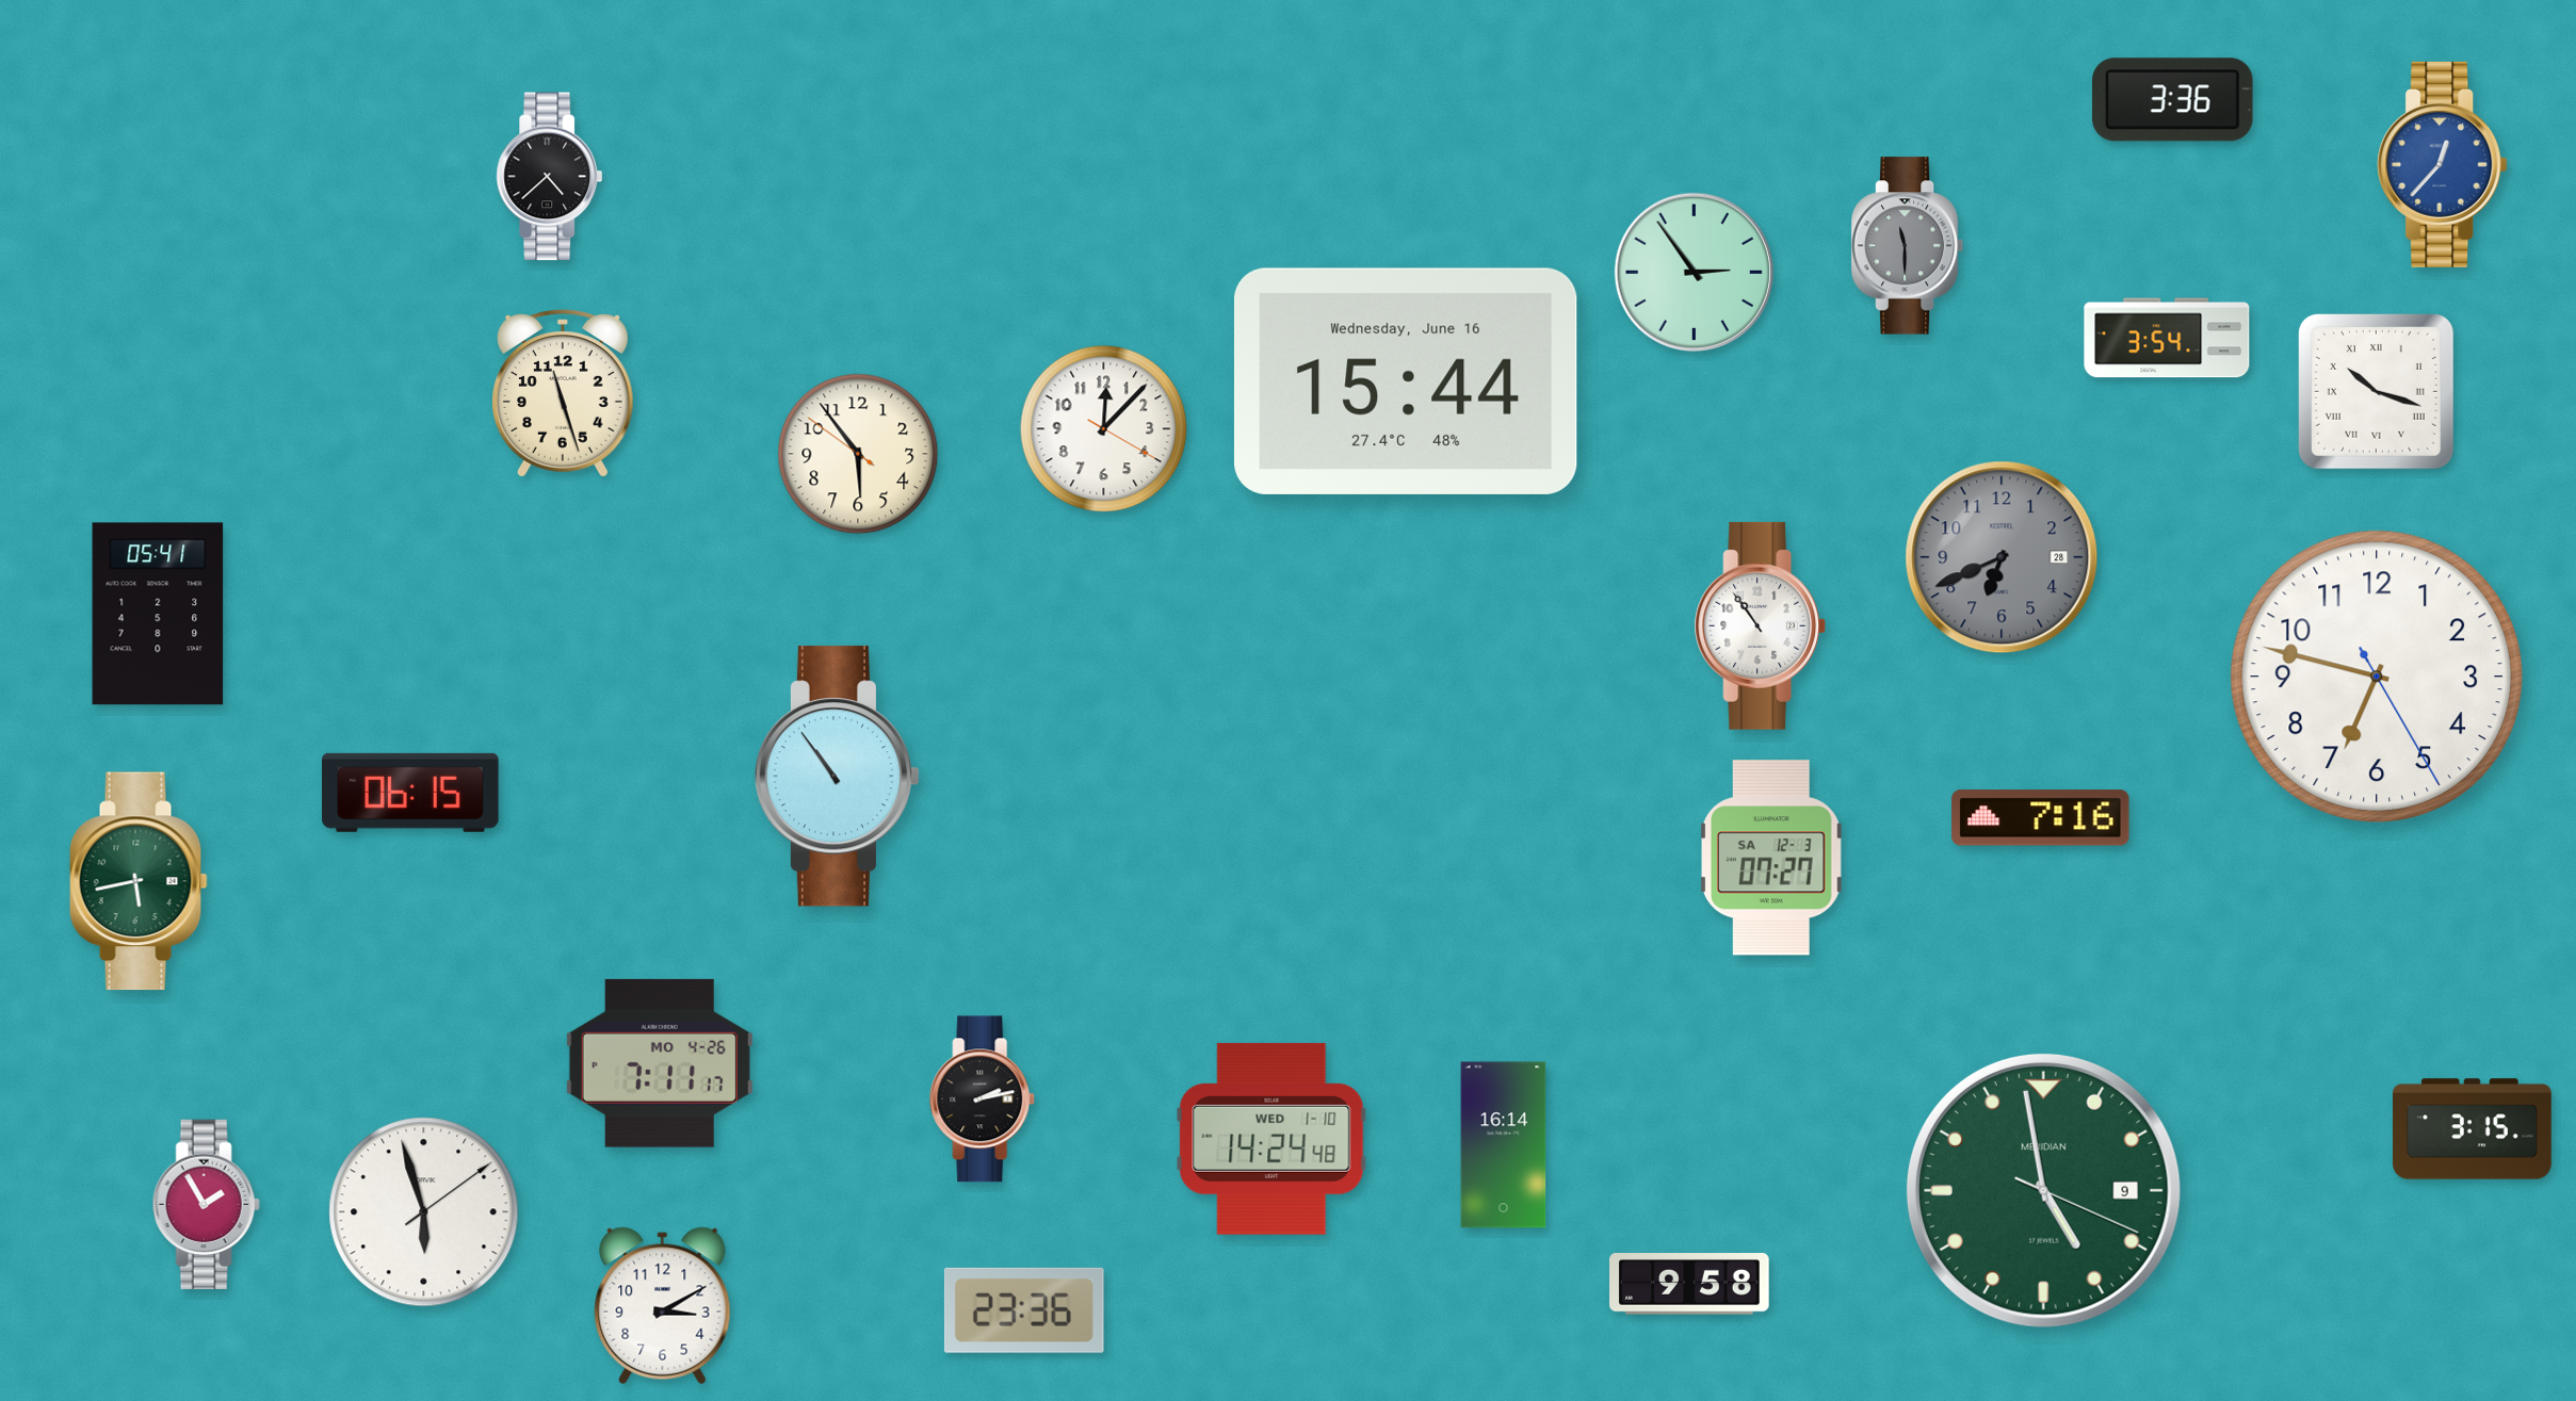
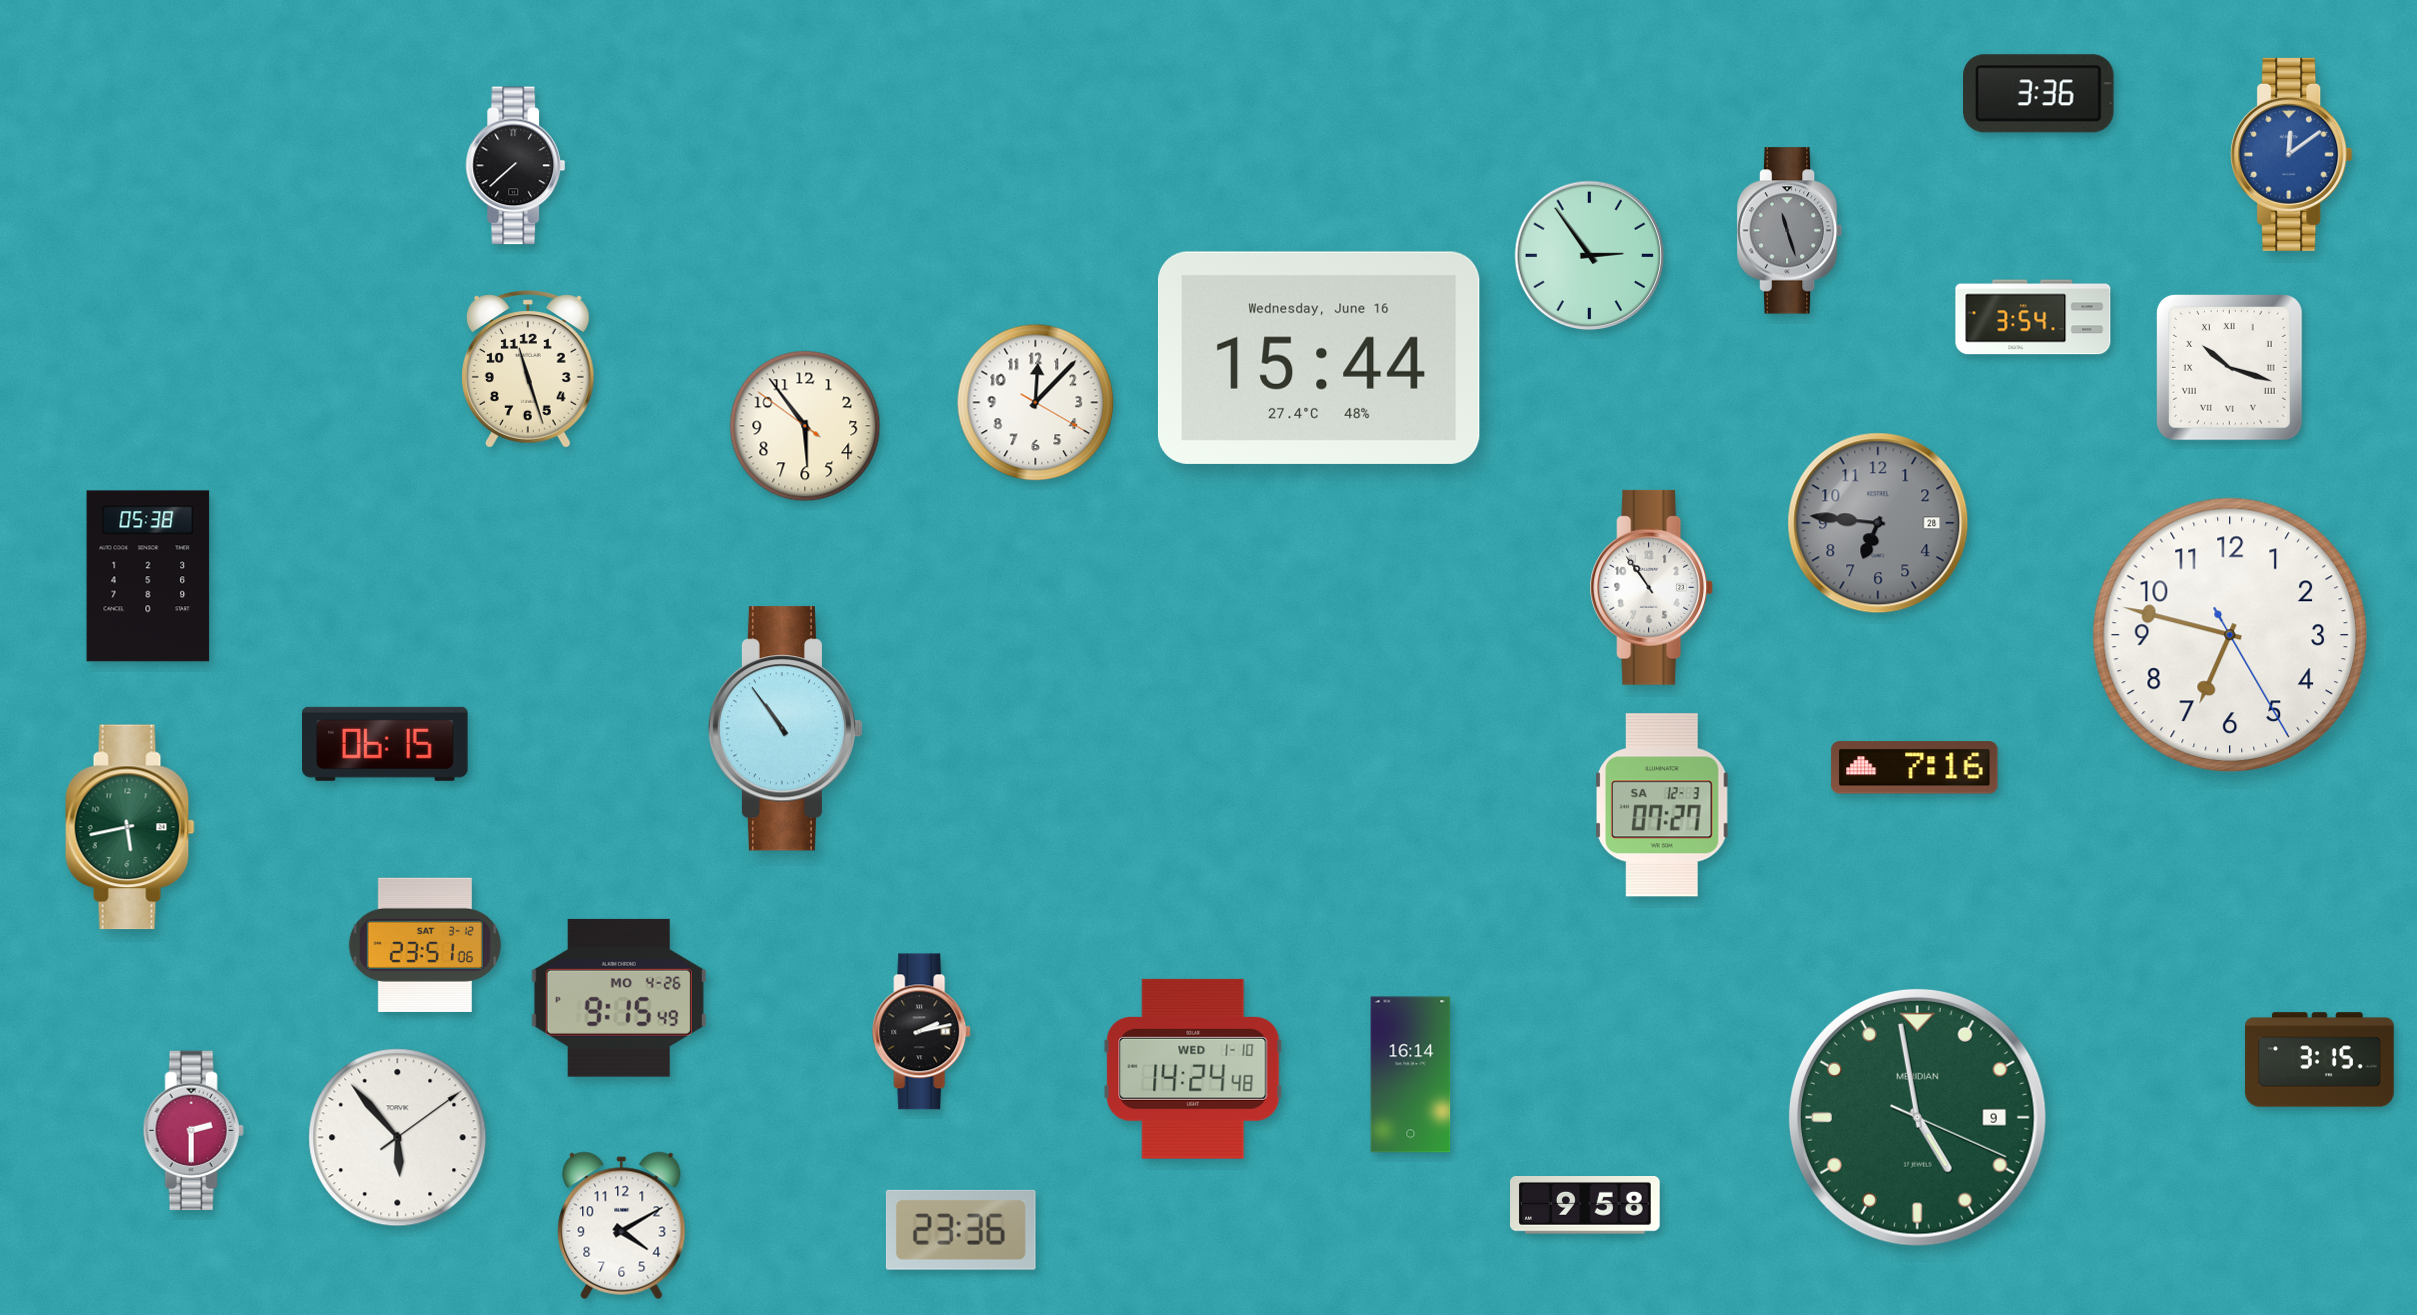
clock at (2443, 164): 12:37 -> 12:09
clock at (550, 177): 4:38 -> 7:38
clock at (1908, 246): 11:30 -> 11:27
clock at (2002, 557): 6:41 -> 6:46
clock at (158, 614): 05:41 -> 05:38
clock at (425, 945): none -> 23:51
clock at (660, 1063): 7:11 -> 9:15
clock at (206, 1205): 1:55 -> 2:30
clock at (424, 1212): 5:57 -> 5:53
clock at (663, 1306): 3:10 -> 4:10
